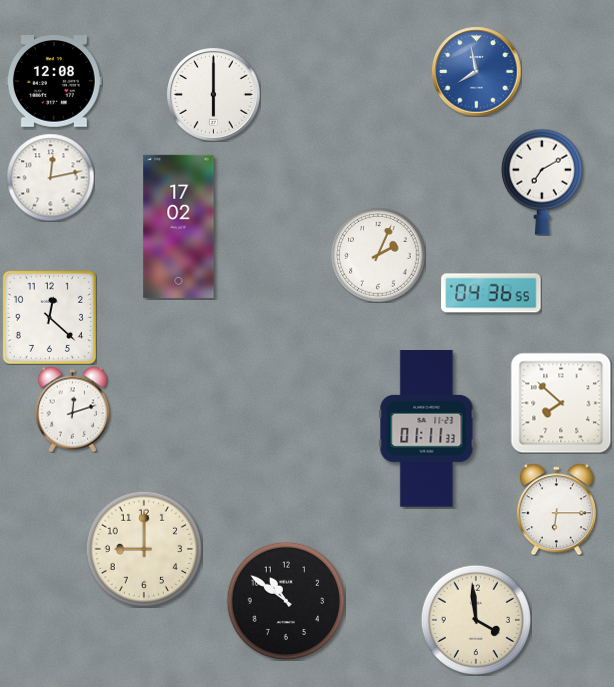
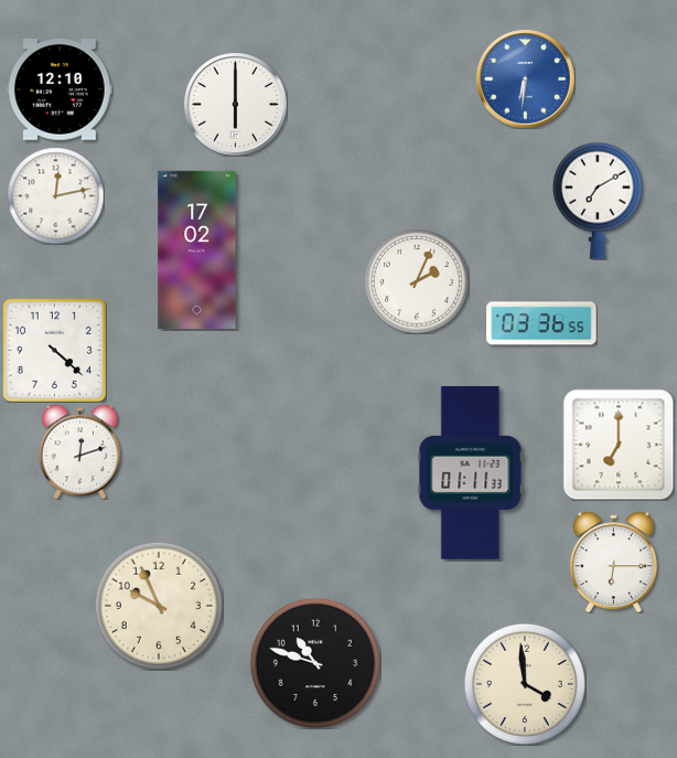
clock at (476, 71): 7:58 -> 6:31
clock at (55, 82): 12:08 -> 12:10
clock at (491, 293): 04:36 -> 03:36
clock at (49, 317): 12:22 -> 4:22
clock at (561, 403): 7:52 -> 7:00
clock at (143, 548): 9:00 -> 9:56
clock at (286, 601): 10:51 -> 10:48
